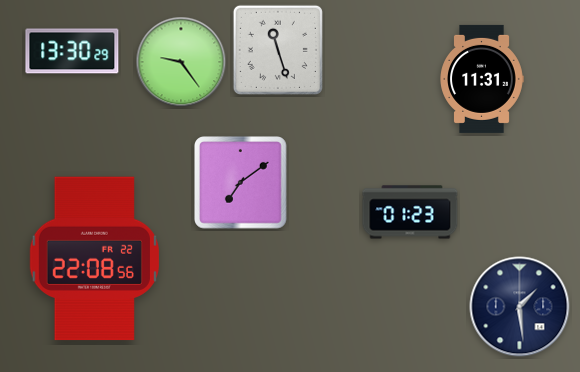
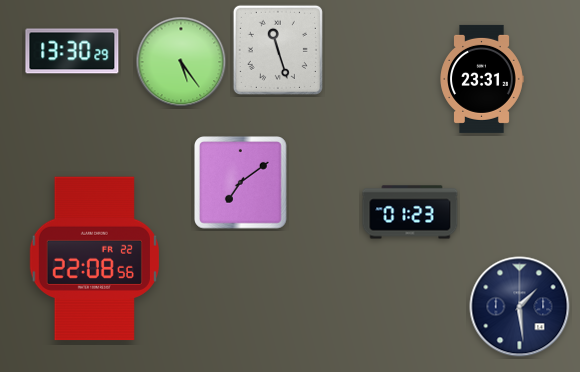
clock at (181, 62): 9:24 -> 5:24
clock at (482, 79): 11:31 -> 23:31
